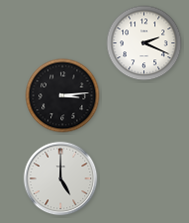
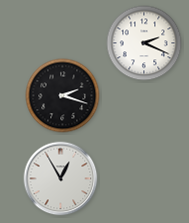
clock at (63, 96): 3:14 -> 2:18
clock at (61, 179): 5:00 -> 12:55
